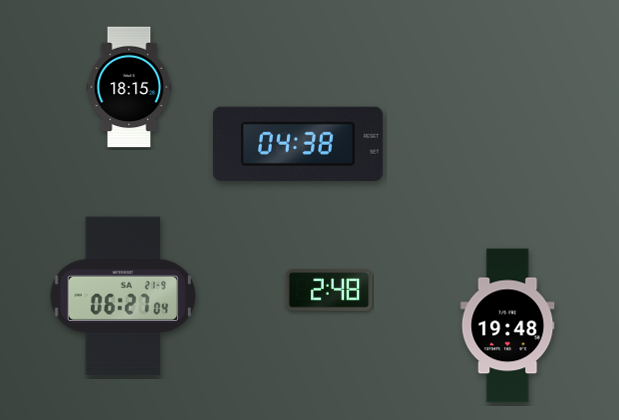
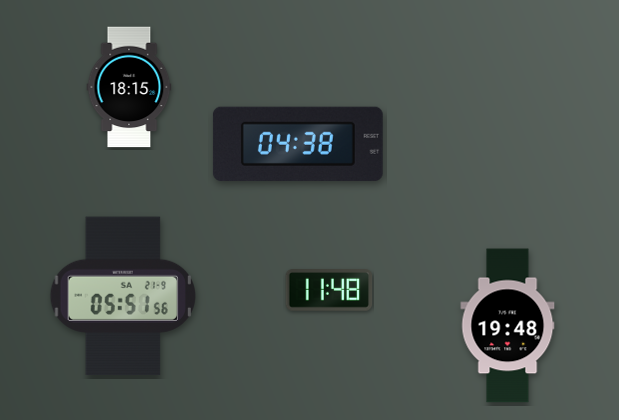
clock at (329, 291): 2:48 -> 11:48
clock at (123, 296): 06:27 -> 05:51
